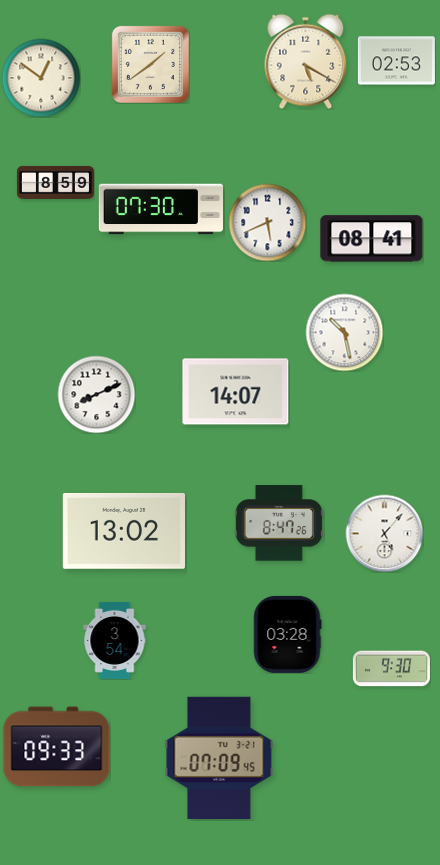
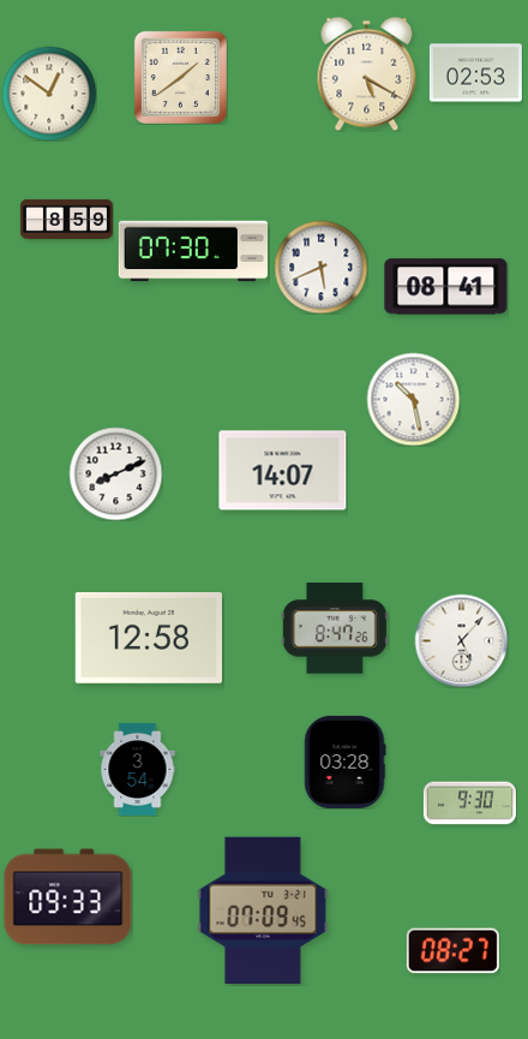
clock at (123, 532): 13:02 -> 12:58
clock at (452, 951): none -> 08:27
